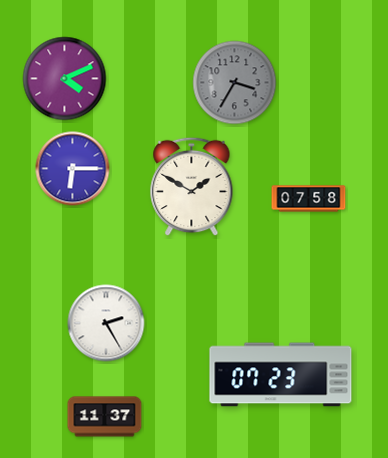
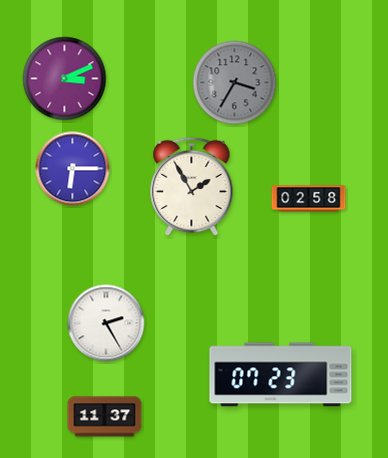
clock at (65, 79): 4:11 -> 3:11
clock at (192, 187): 1:50 -> 1:55
clock at (309, 199): 07:58 -> 02:58
